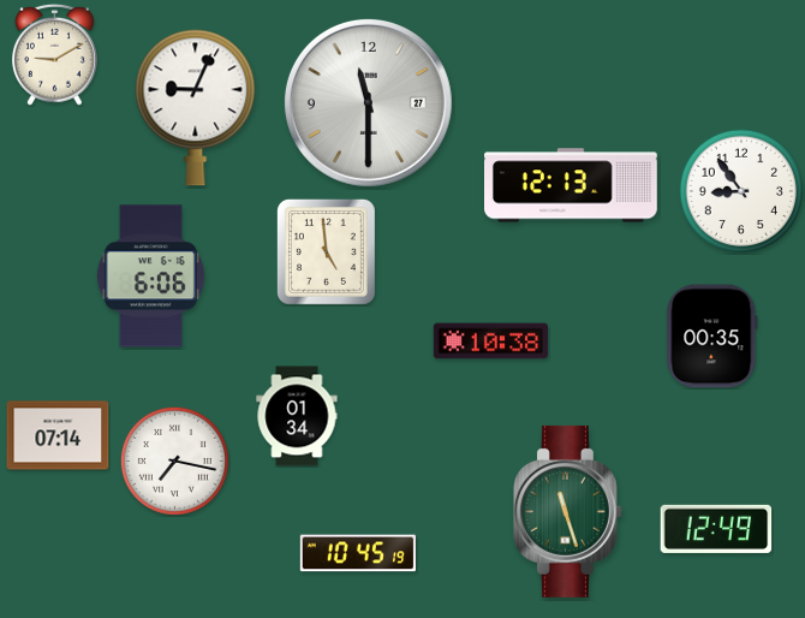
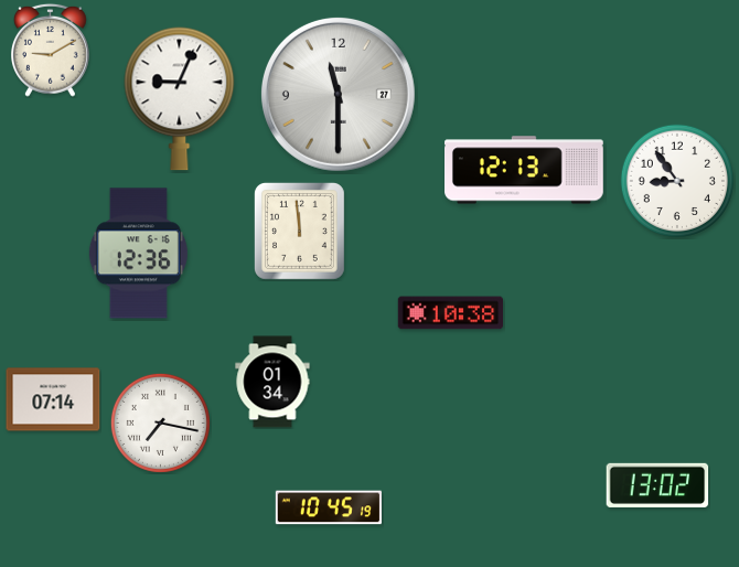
clock at (740, 190) position: (740, 190) -> (676, 180)
clock at (326, 251): 4:59 -> 11:59
clock at (150, 277): 6:06 -> 12:36
clock at (712, 337): 00:35 -> none
clock at (567, 511): 11:27 -> none
clock at (716, 529): 12:49 -> 13:02
